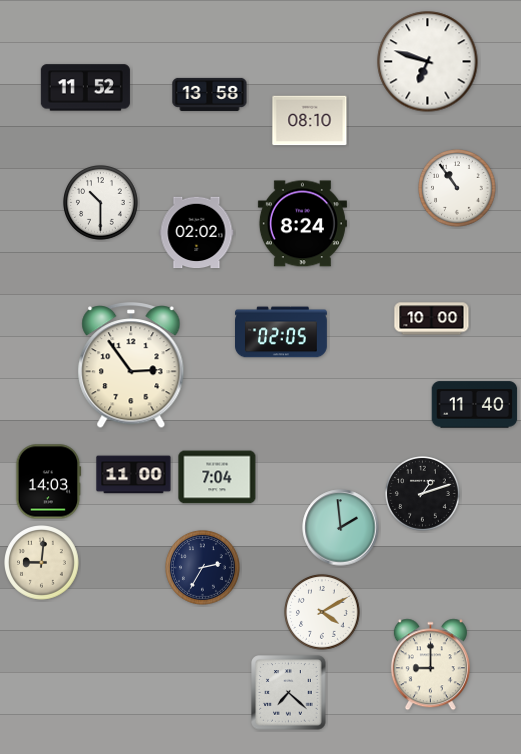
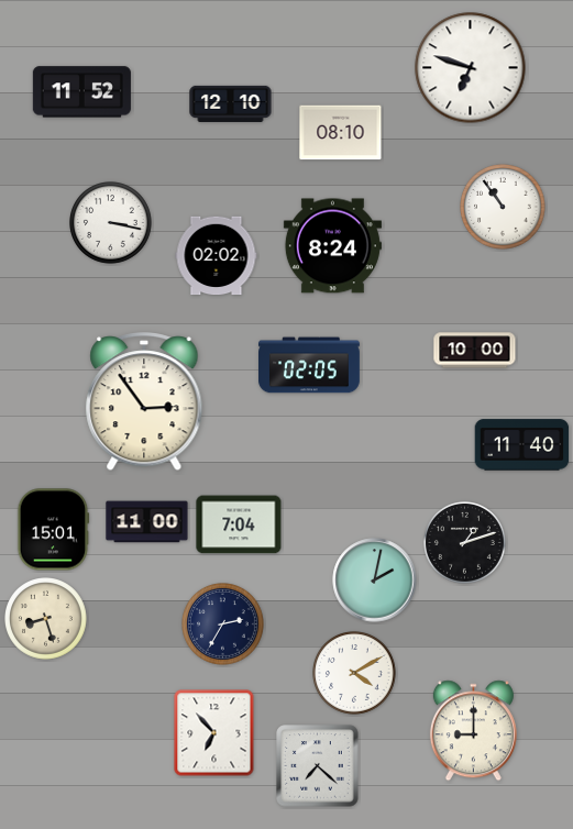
clock at (85, 88) position: (85, 88) -> (81, 92)
clock at (210, 94): 13:58 -> 12:10
clock at (101, 203): 10:30 -> 3:17
clock at (49, 482): 14:03 -> 15:01
clock at (341, 528): 1:59 -> 2:02
clock at (42, 563): 9:01 -> 8:27
clock at (214, 733): none -> 6:53
clock at (289, 693) position: (289, 693) -> (318, 766)
